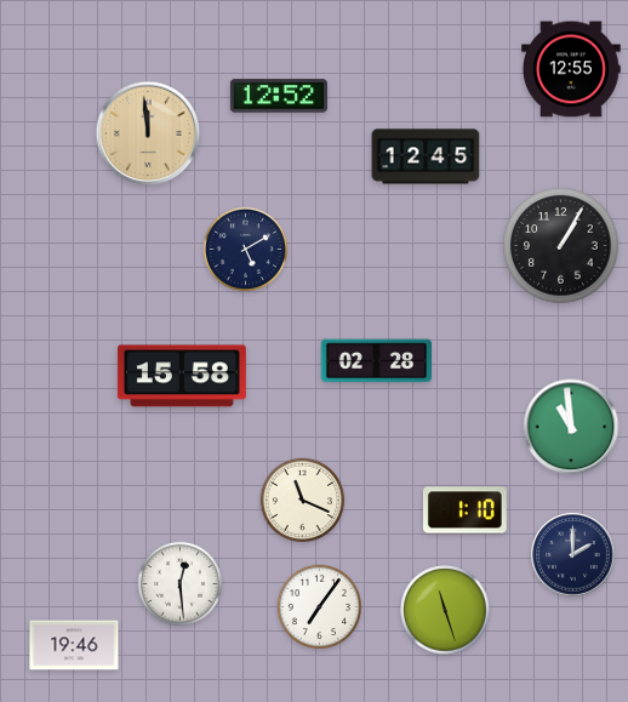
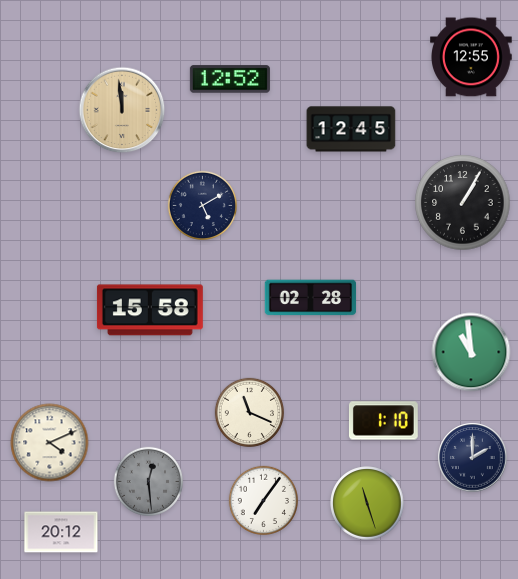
clock at (50, 443): none -> 4:11
clock at (179, 583) dial: white -> grey
clock at (74, 645): 19:46 -> 20:12
